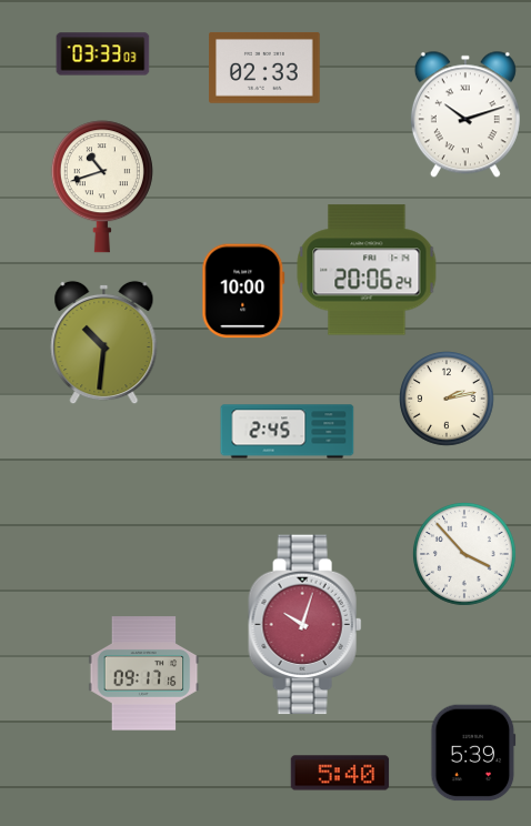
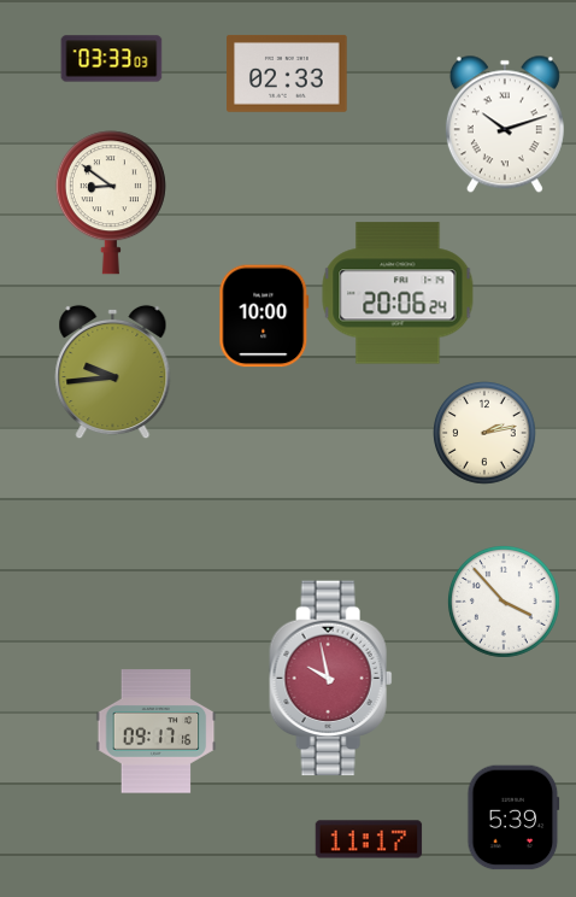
clock at (102, 187): 10:42 -> 8:51
clock at (104, 343): 10:31 -> 9:44
clock at (288, 432): 2:45 -> none
clock at (305, 625): 10:03 -> 9:58
clock at (340, 773): 5:40 -> 11:17
